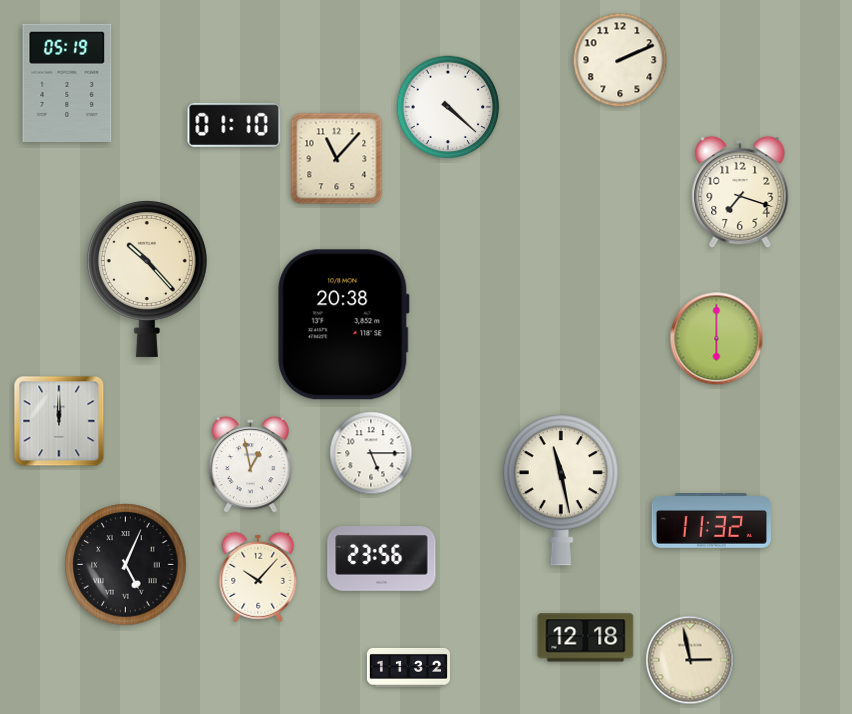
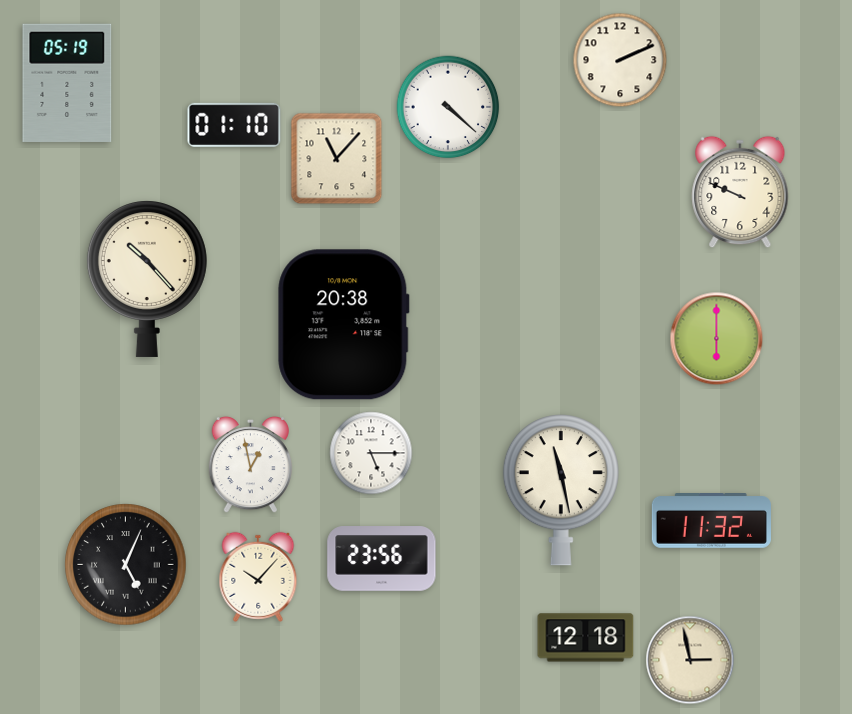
clock at (740, 192): 7:18 -> 9:49
clock at (59, 421): 12:00 -> none
clock at (408, 668): 11:32 -> none
